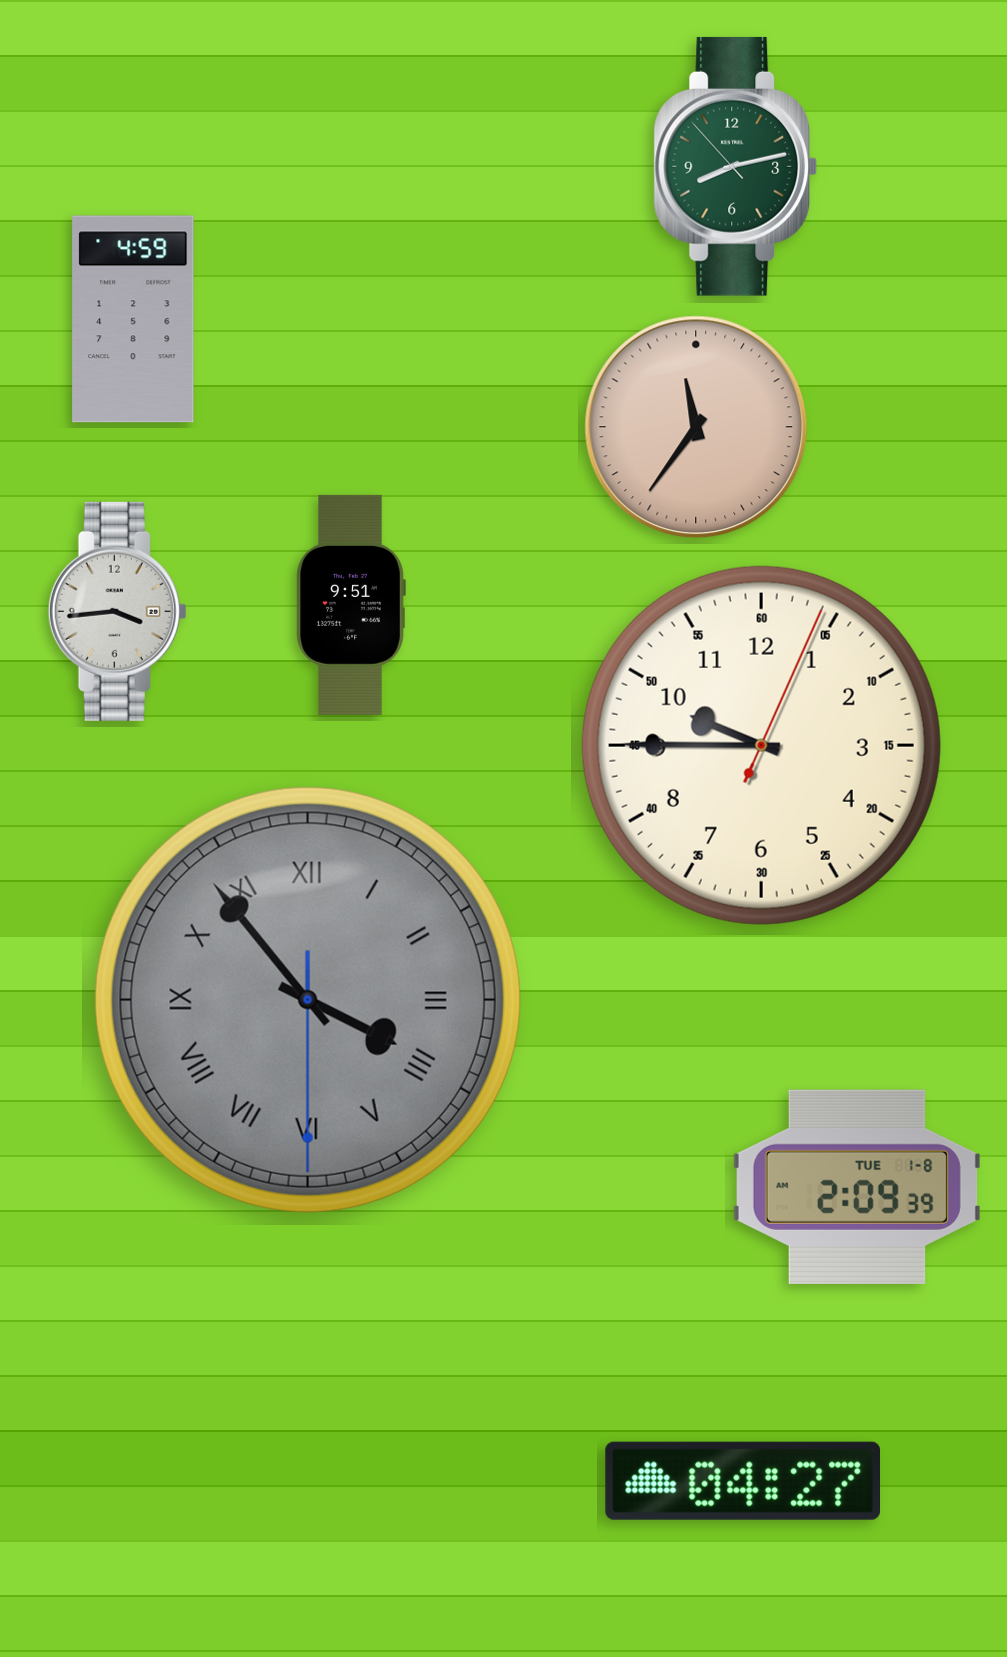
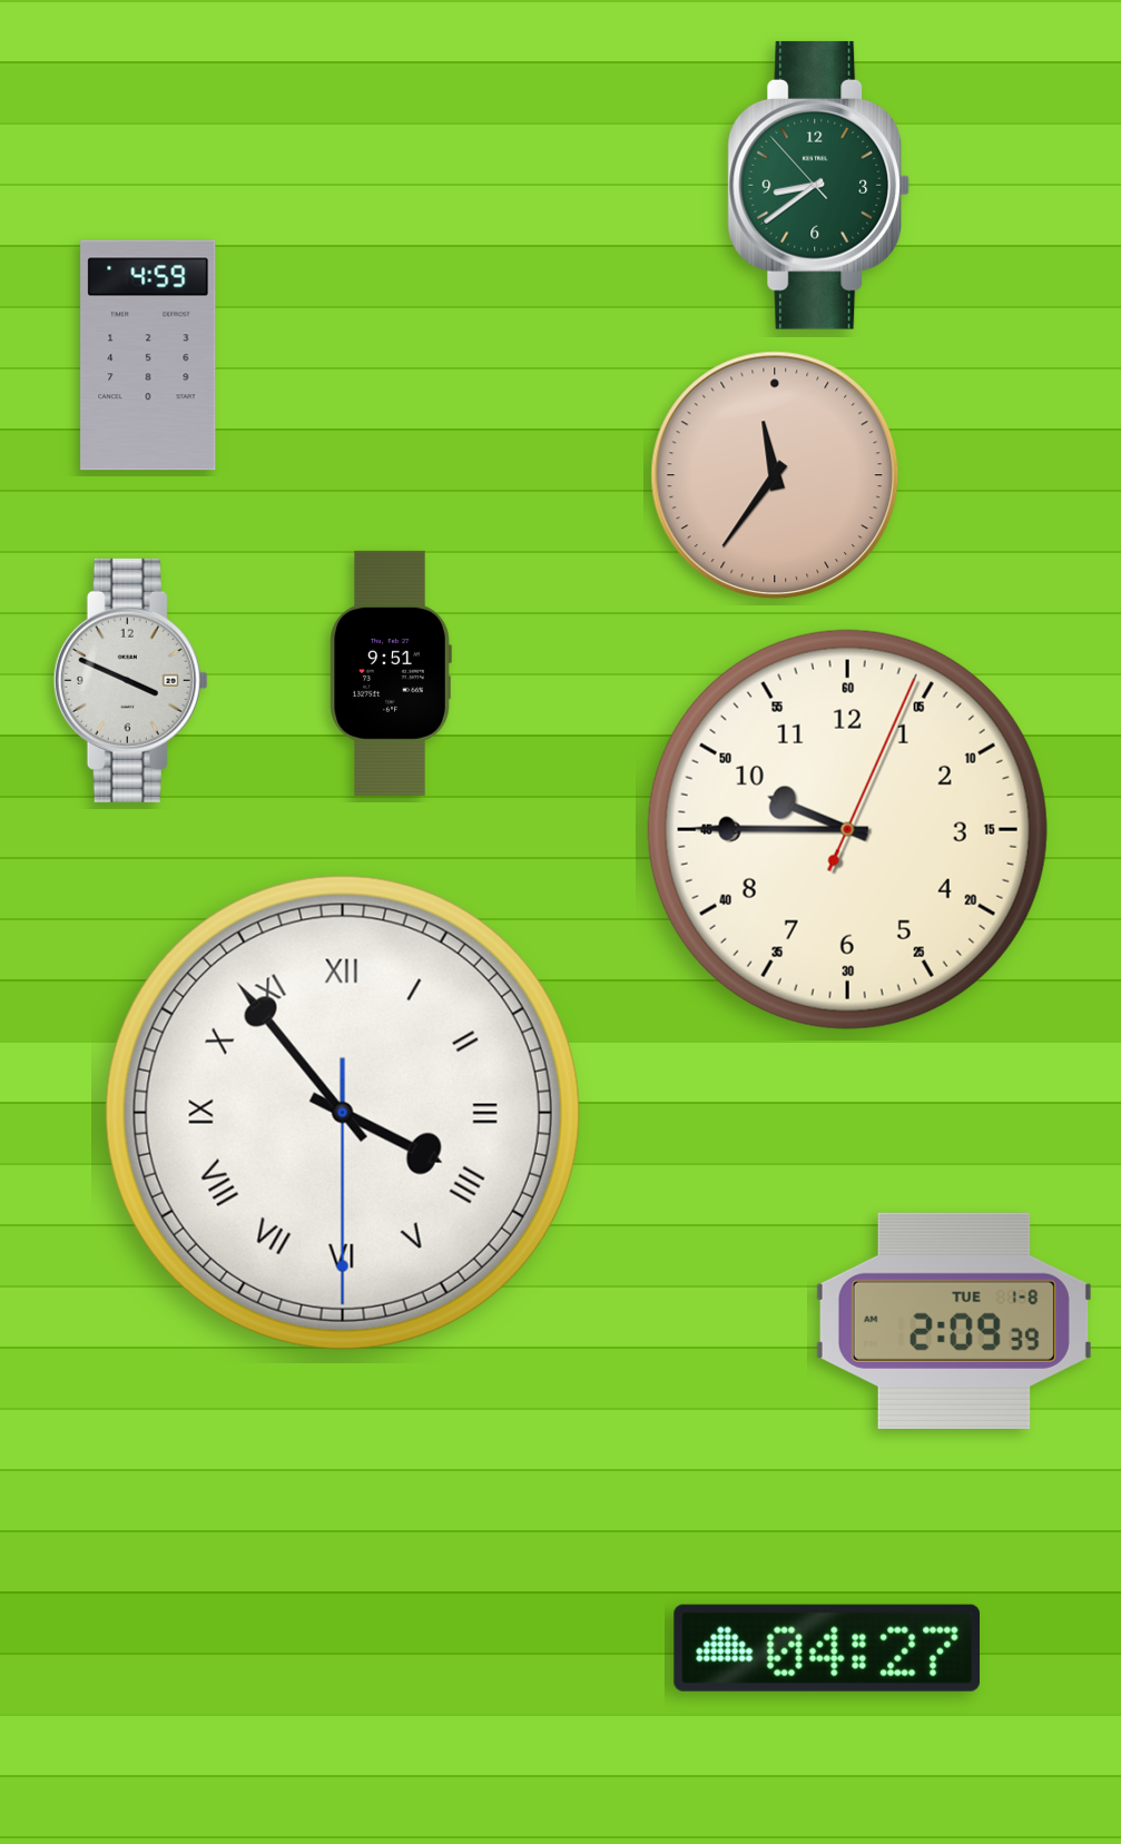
clock at (736, 166): 8:12 -> 8:38
clock at (117, 611): 3:44 -> 3:49
clock at (308, 1000) dial: grey -> white
